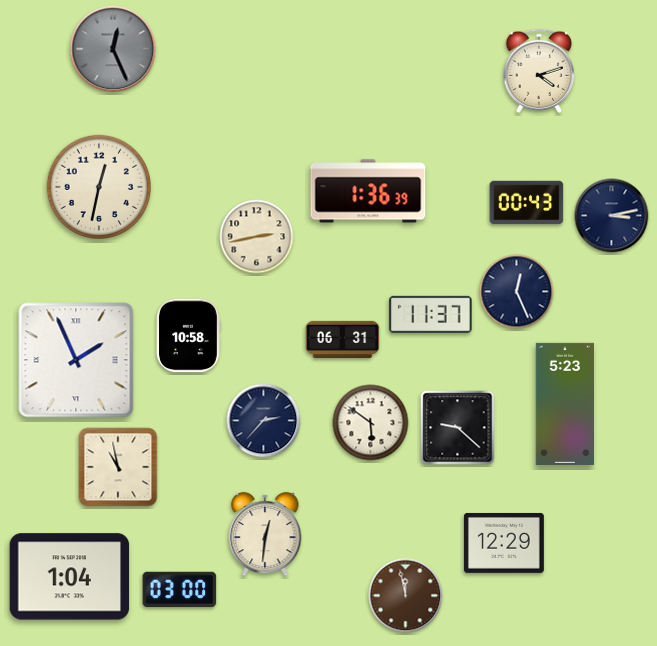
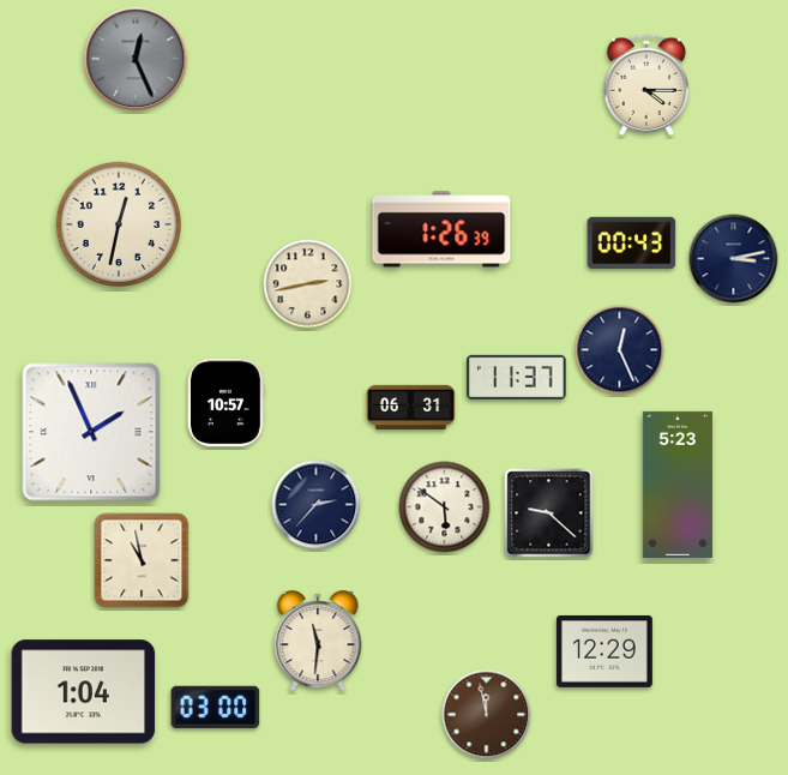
clock at (539, 70): 4:12 -> 4:15
clock at (368, 191): 1:36 -> 1:26
clock at (188, 336): 10:58 -> 10:57
clock at (265, 534): 12:31 -> 11:31
